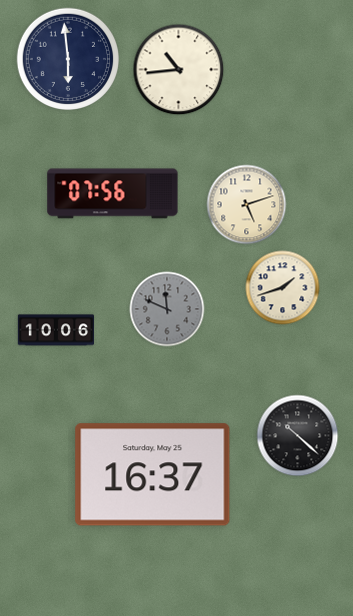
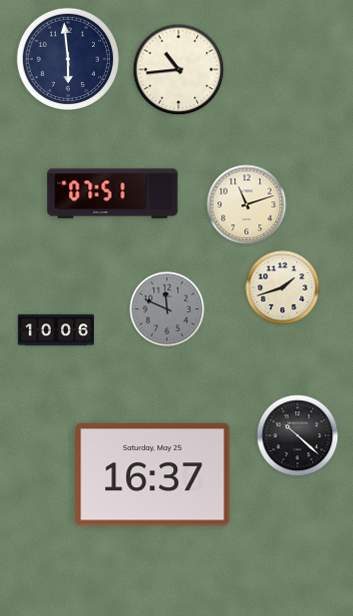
clock at (113, 194): 07:56 -> 07:51
clock at (247, 205): 5:12 -> 11:12
